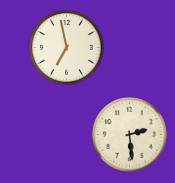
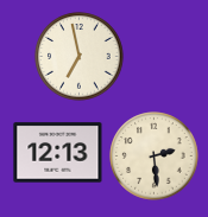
clock at (58, 153): none -> 12:13
clock at (130, 135) position: (130, 135) -> (155, 157)
